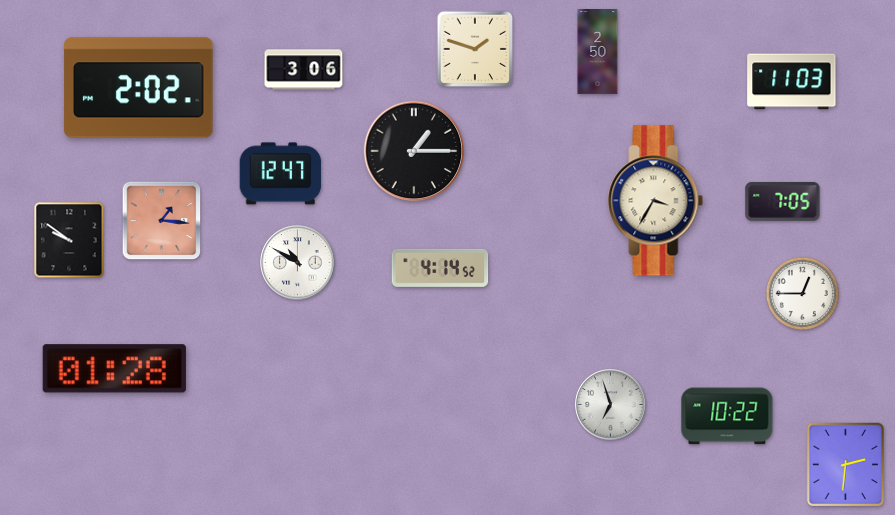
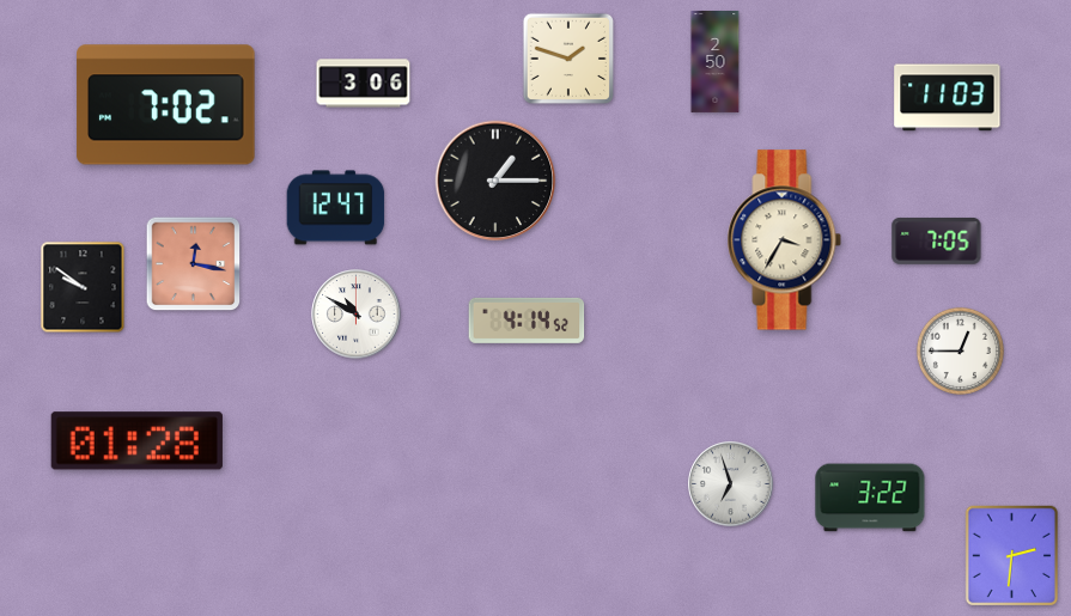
clock at (139, 88): 2:02 -> 7:02
clock at (162, 221): 1:16 -> 12:17
clock at (727, 416): 10:22 -> 3:22
